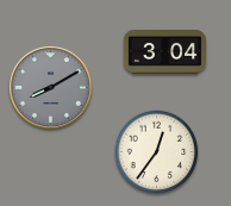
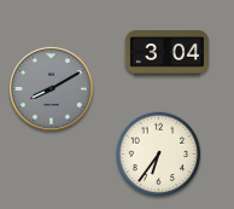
clock at (157, 152): 12:36 -> 6:36
